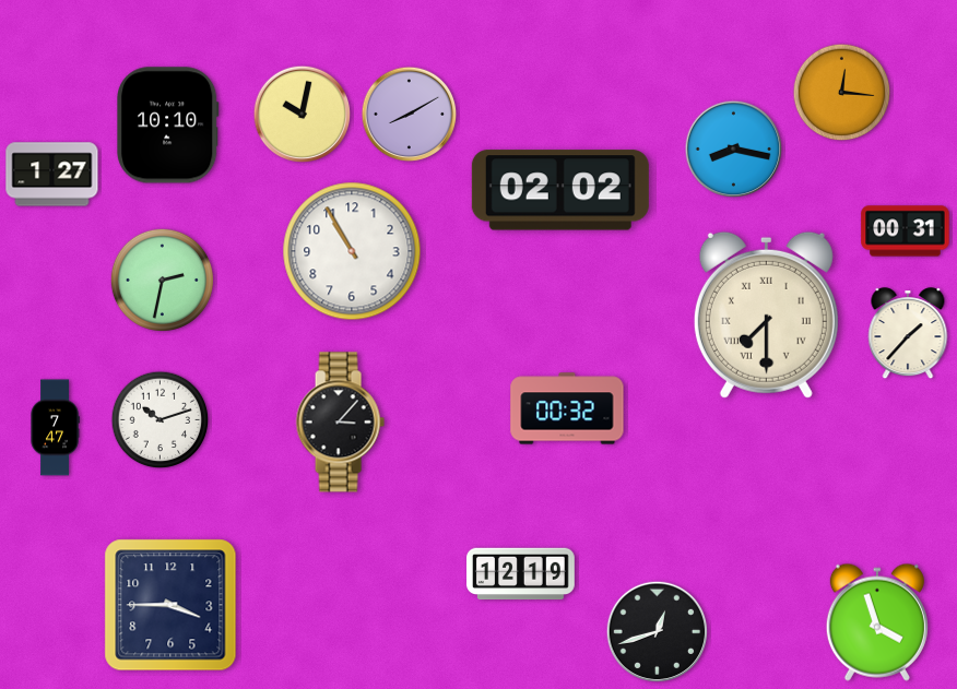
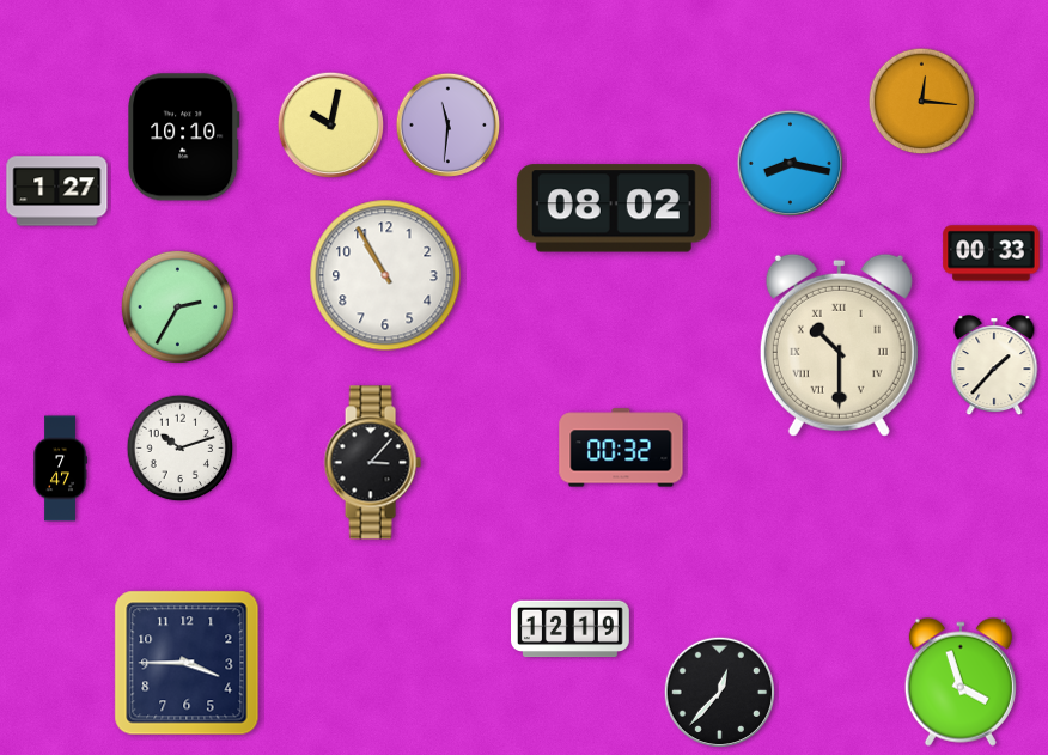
clock at (410, 115): 8:10 -> 11:31
clock at (734, 150) position: (734, 150) -> (791, 164)
clock at (560, 190): 02:02 -> 08:02
clock at (906, 231): 00:31 -> 00:33
clock at (162, 280): 2:32 -> 2:35
clock at (766, 314): 7:30 -> 10:30
clock at (161, 420) position: (161, 420) -> (181, 449)
clock at (658, 632): 12:42 -> 12:37
